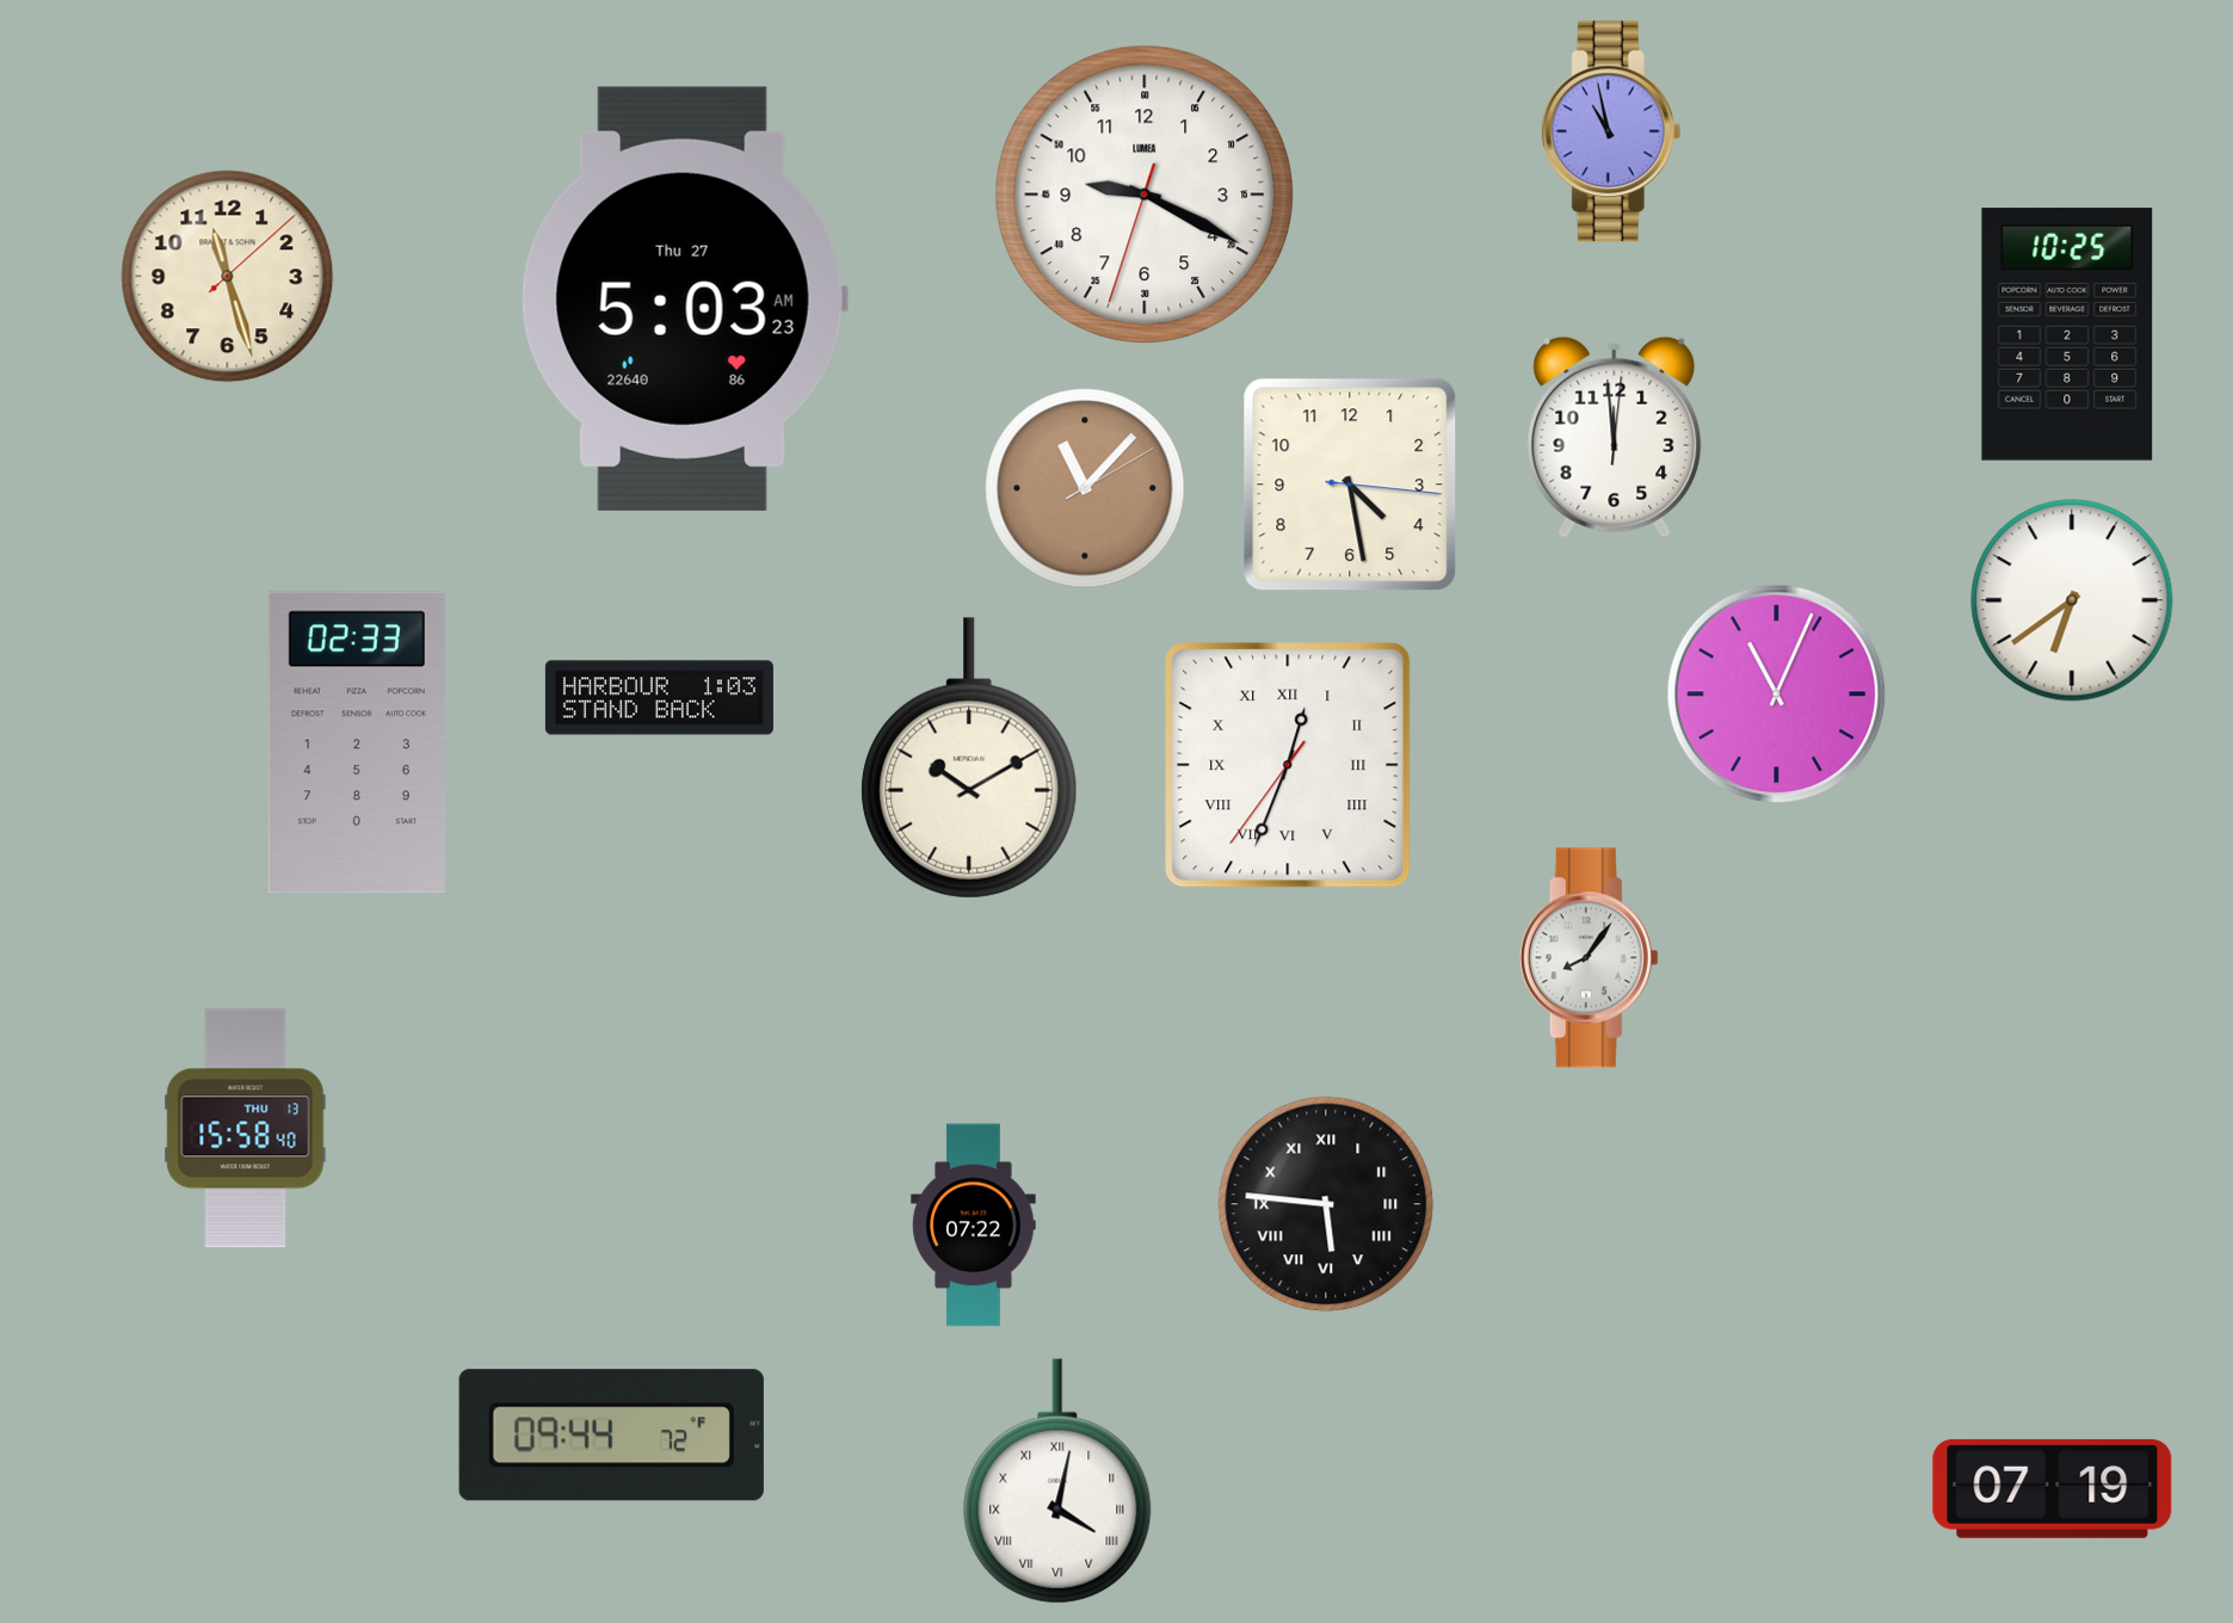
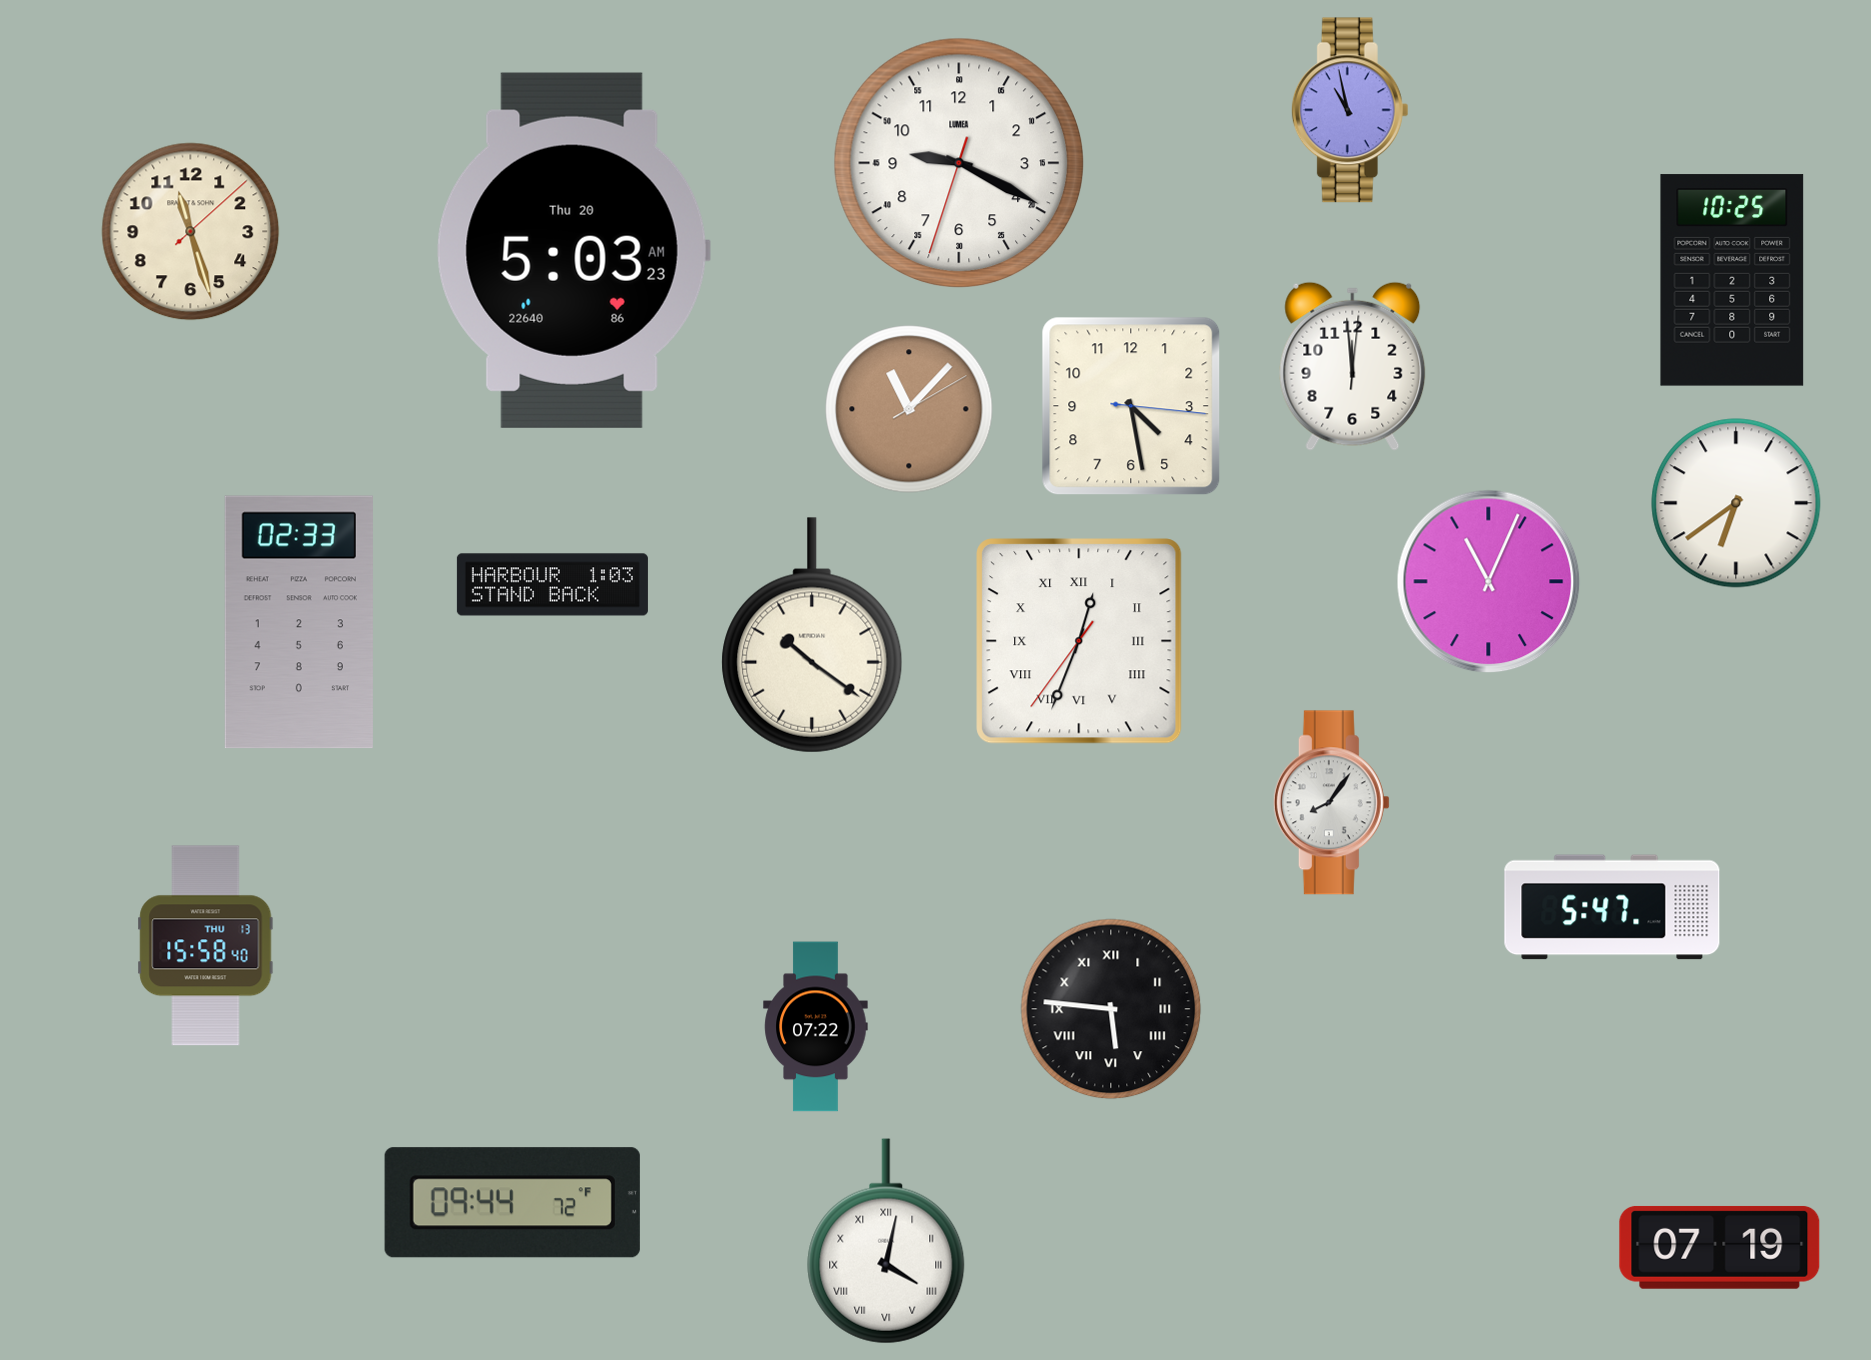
clock at (684, 298) date: Thu 27 -> Thu 20
clock at (969, 758): 10:10 -> 10:21
clock at (1612, 907): none -> 5:47
